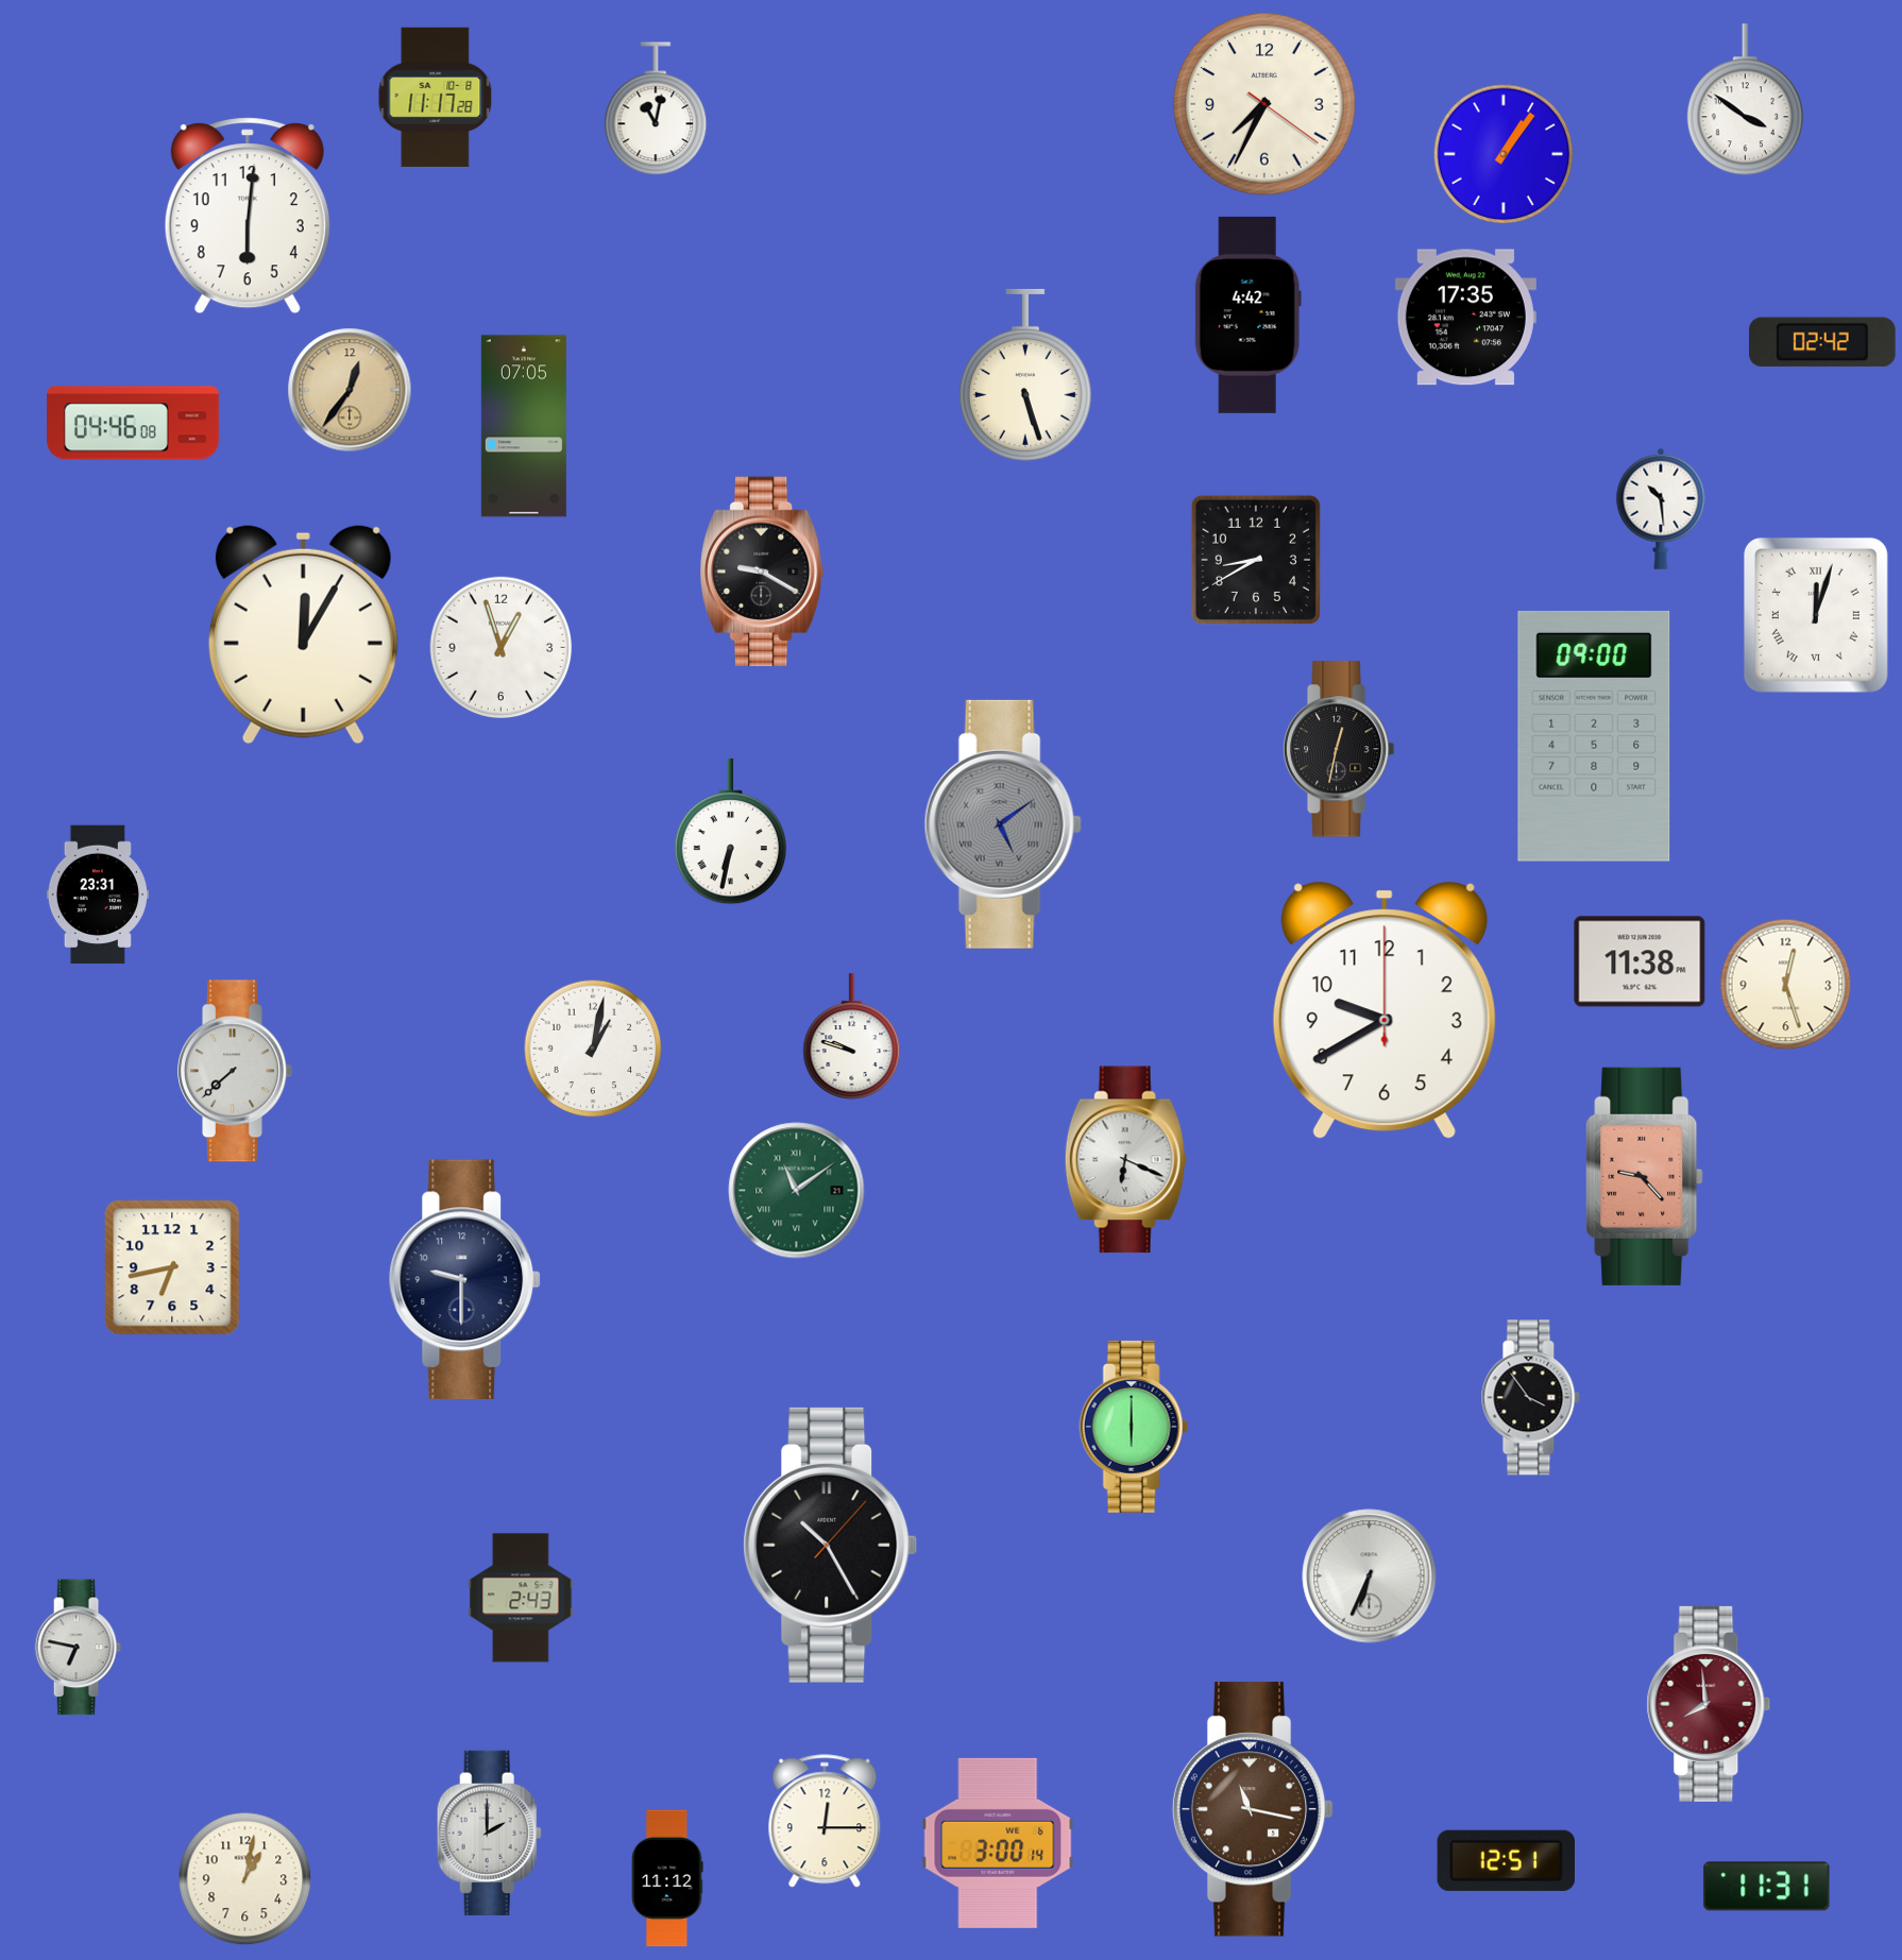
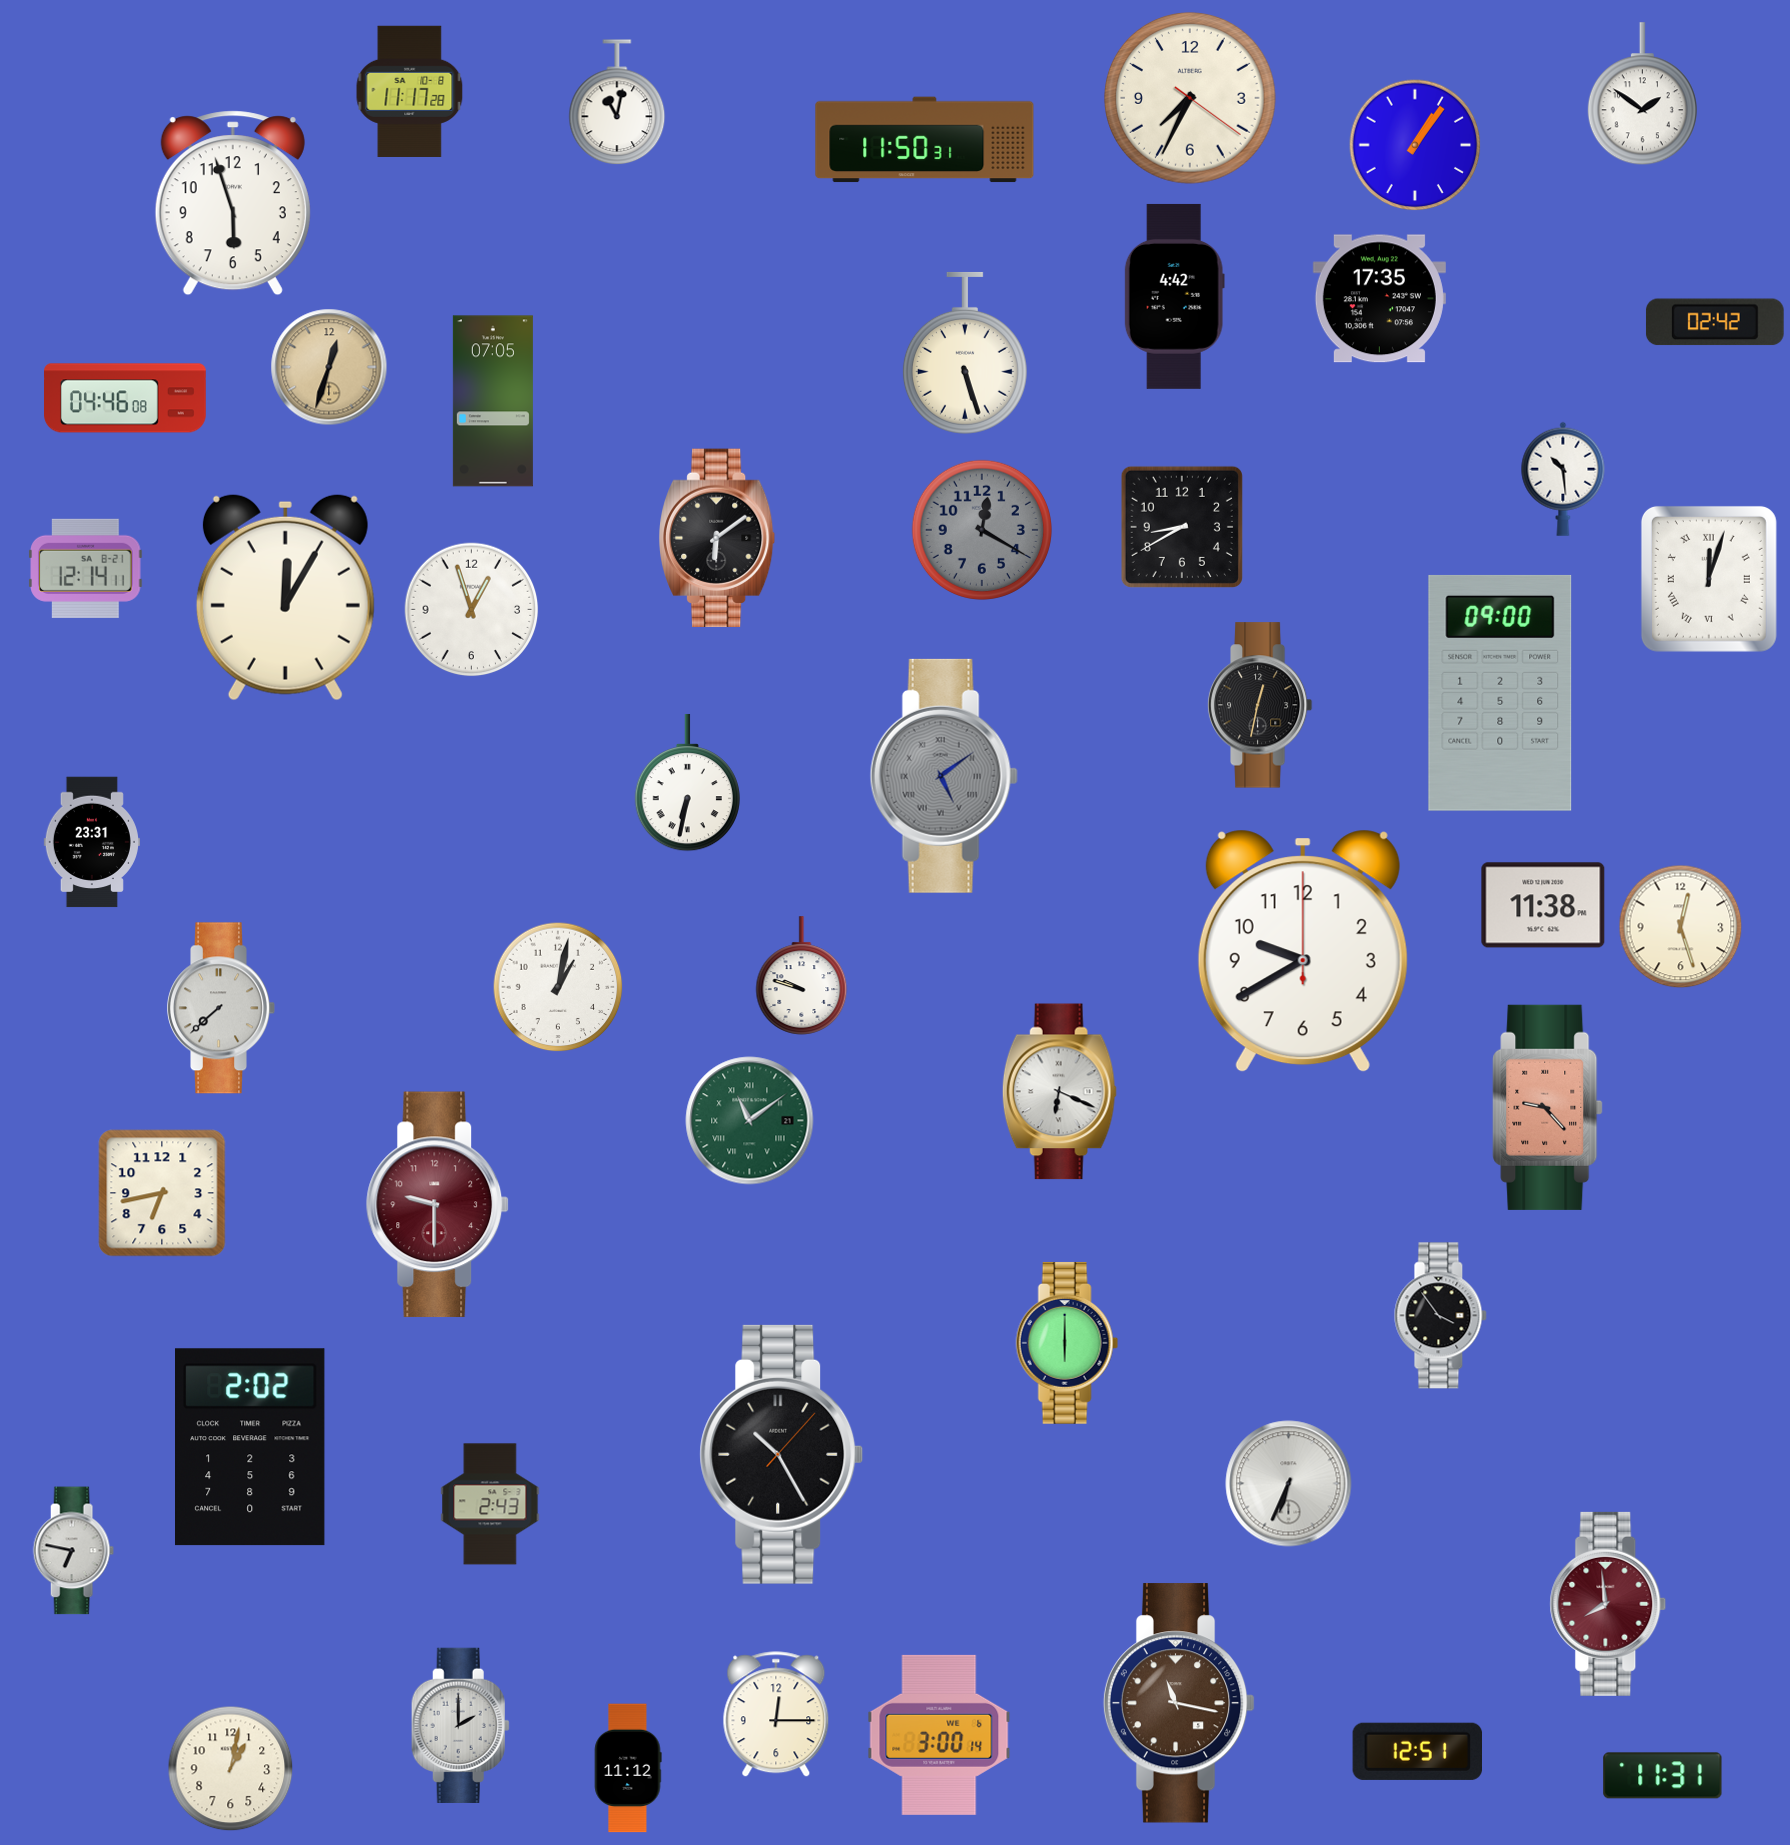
clock at (1745, 100): 3:51 -> 1:51
clock at (925, 140): none -> 11:50
clock at (248, 216): 6:01 -> 5:57
clock at (350, 390): 12:36 -> 12:33
clock at (982, 530): none -> 12:20
clock at (763, 572): 9:20 -> 6:09
clock at (86, 568): none -> 12:14
clock at (465, 1280) dial: navy -> burgundy
clock at (251, 1447): none -> 2:02
